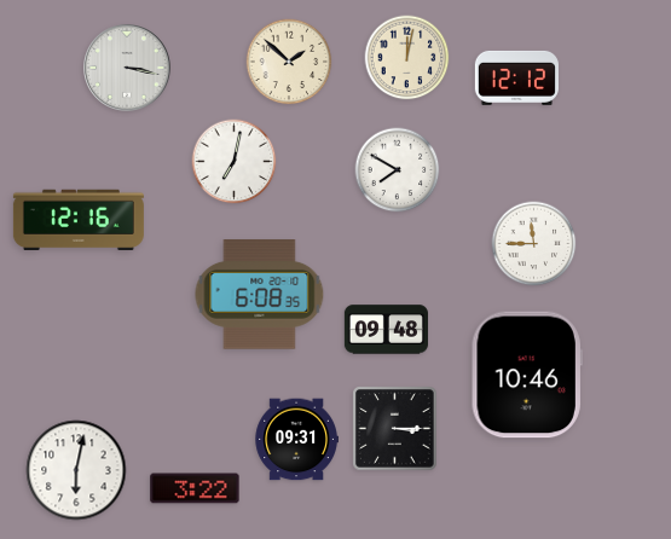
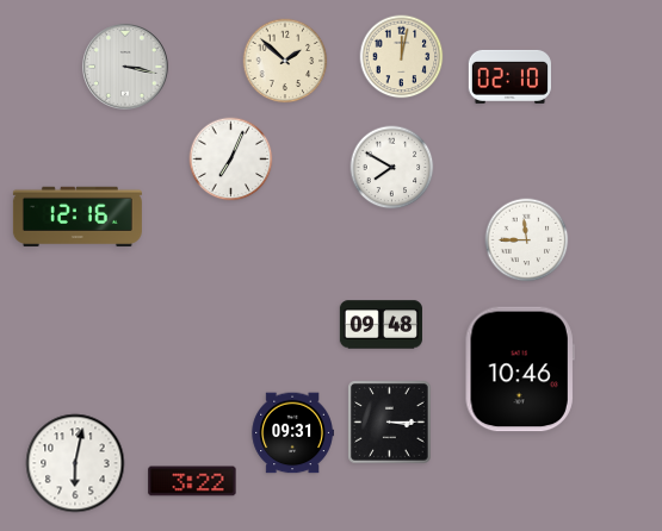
clock at (516, 77): 12:12 -> 02:10
clock at (235, 162): 7:02 -> 7:04
clock at (260, 295): 6:08 -> none
